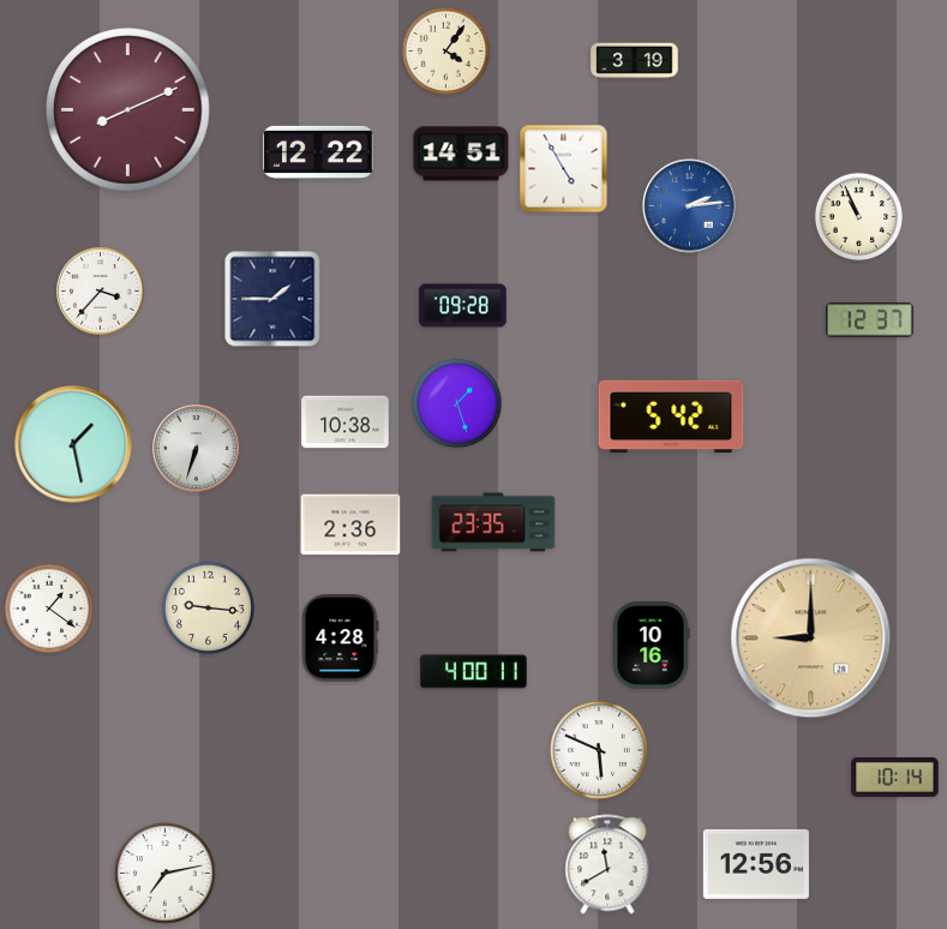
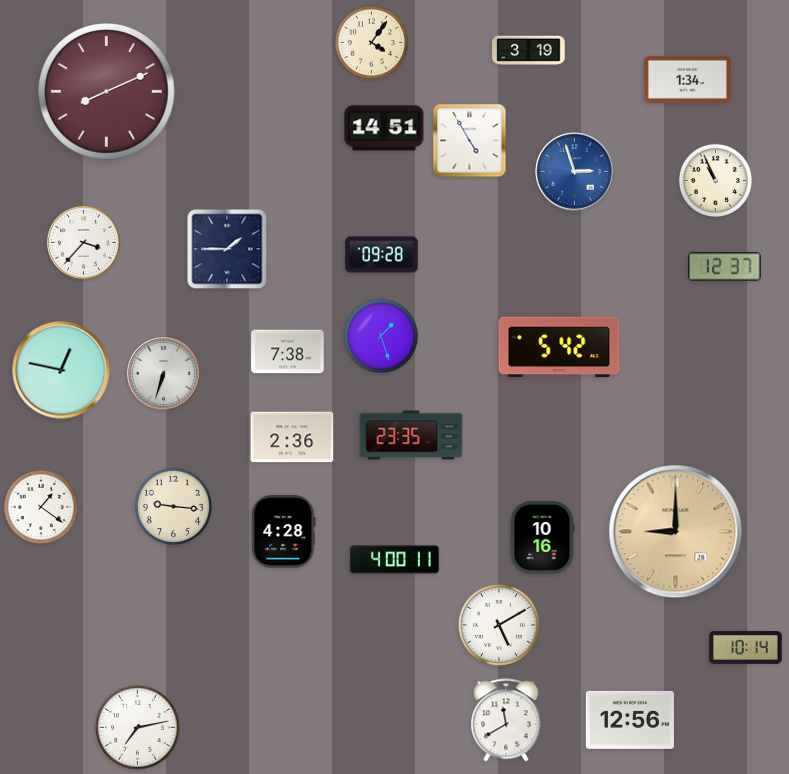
clock at (687, 79): none -> 1:34
clock at (318, 152): 12:22 -> none
clock at (690, 206): 2:14 -> 2:57
clock at (463, 306) position: (463, 306) -> (382, 255)
clock at (346, 422): 10:38 -> 7:38
clock at (73, 444): 1:28 -> 12:47
clock at (600, 751): 5:49 -> 5:10
